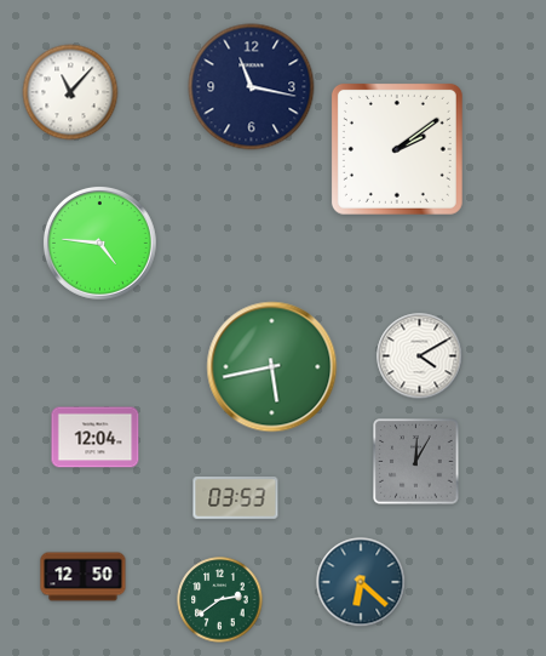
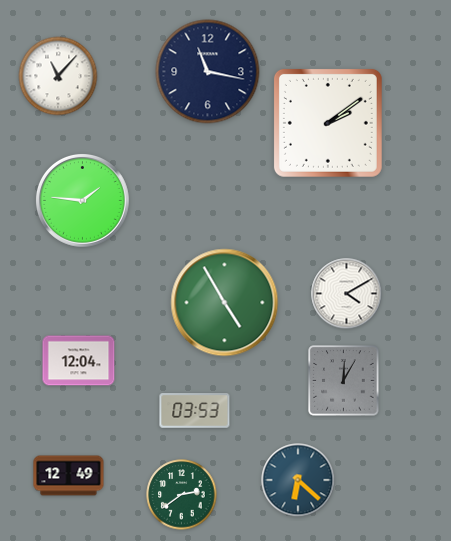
clock at (100, 244): 4:46 -> 1:46
clock at (272, 367): 5:43 -> 4:55
clock at (84, 577): 12:50 -> 12:49
